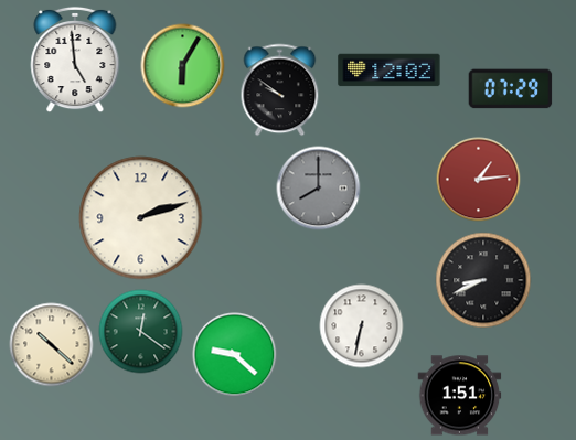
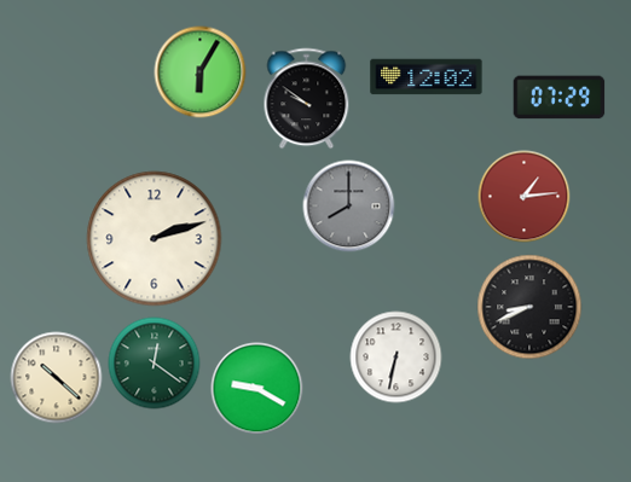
clock at (75, 60): 4:59 -> none
clock at (235, 355): 9:22 -> 9:20
clock at (460, 396): 1:51 -> none
